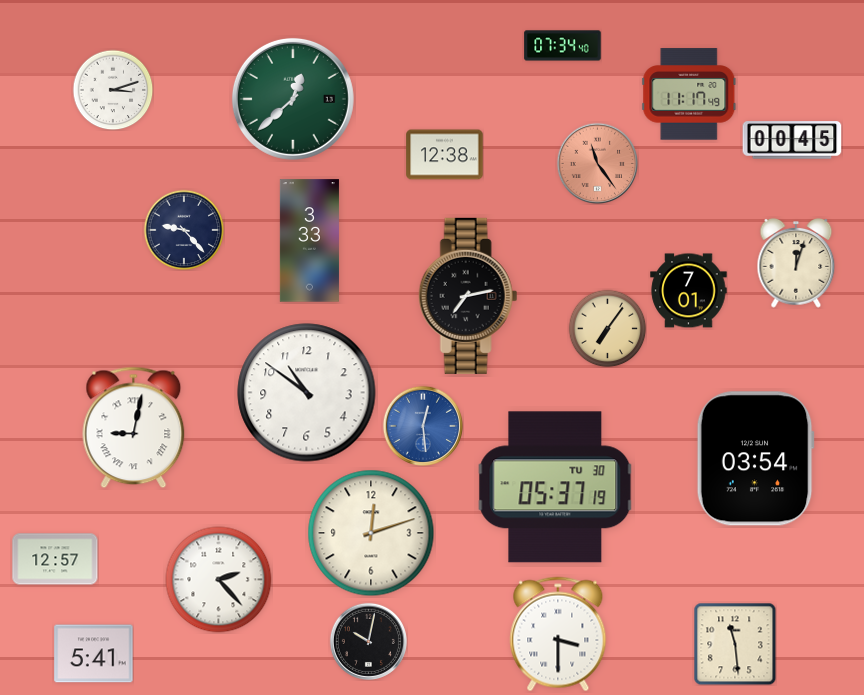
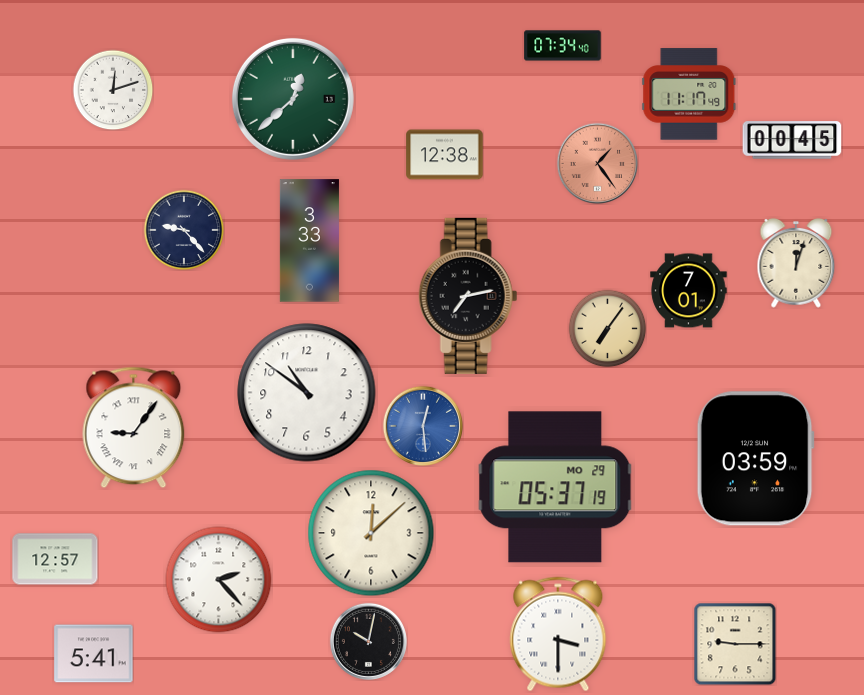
clock at (113, 90): 3:12 -> 12:12
clock at (597, 163): 11:24 -> 1:24
clock at (134, 428): 9:02 -> 9:06
clock at (755, 459): 03:54 -> 03:59
clock at (555, 487) date: TU 30 -> MO 29
clock at (371, 533): 12:12 -> 12:08
clock at (735, 644): 11:29 -> 9:15
